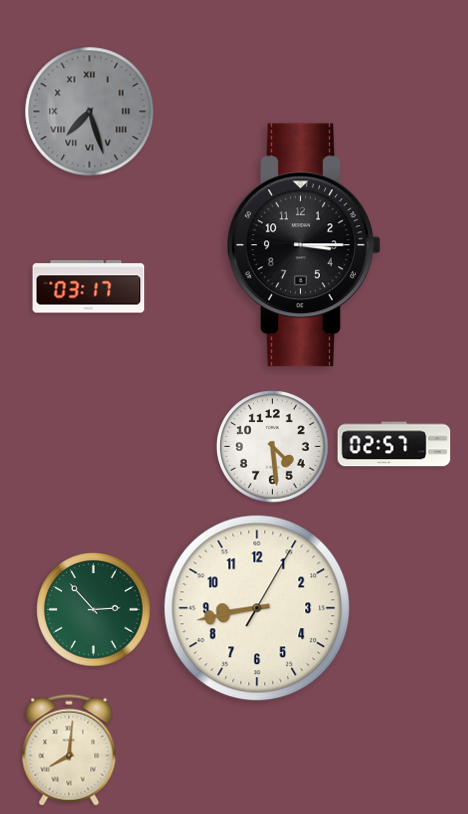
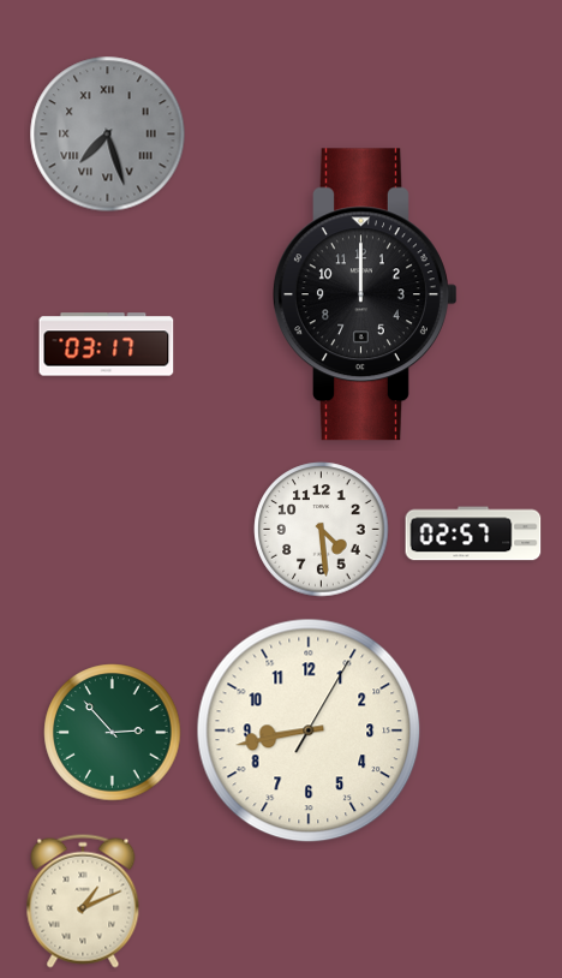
clock at (305, 245): 3:15 -> 12:00
clock at (273, 447) position: (273, 447) -> (322, 530)
clock at (69, 750): 8:01 -> 1:11
